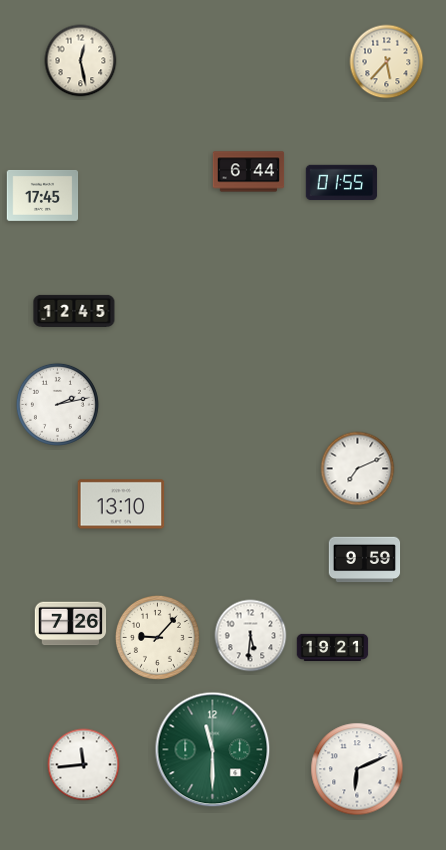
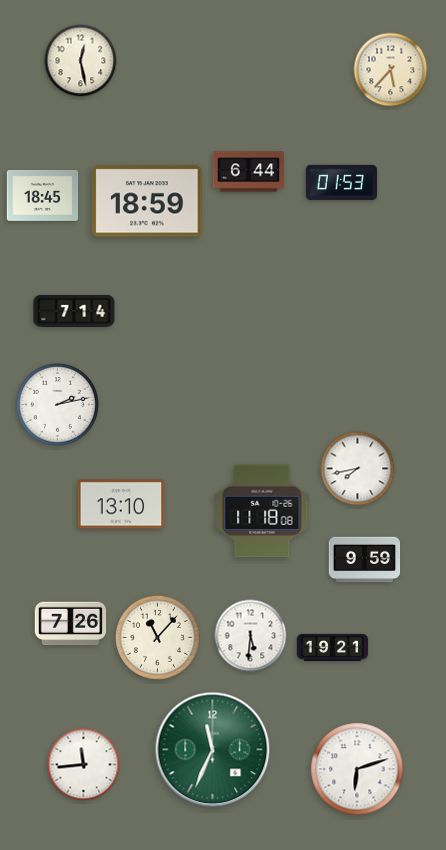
clock at (387, 62) position: (387, 62) -> (391, 70)
clock at (342, 183): 01:55 -> 01:53
clock at (43, 195): 17:45 -> 18:45
clock at (147, 201): none -> 18:59
clock at (74, 311): 12:45 -> 7:14
clock at (358, 469): 7:11 -> 7:43
clock at (262, 511): none -> 11:18
clock at (157, 637): 9:07 -> 11:07
clock at (213, 750): 11:30 -> 11:34
clock at (357, 769): 6:11 -> 6:12
